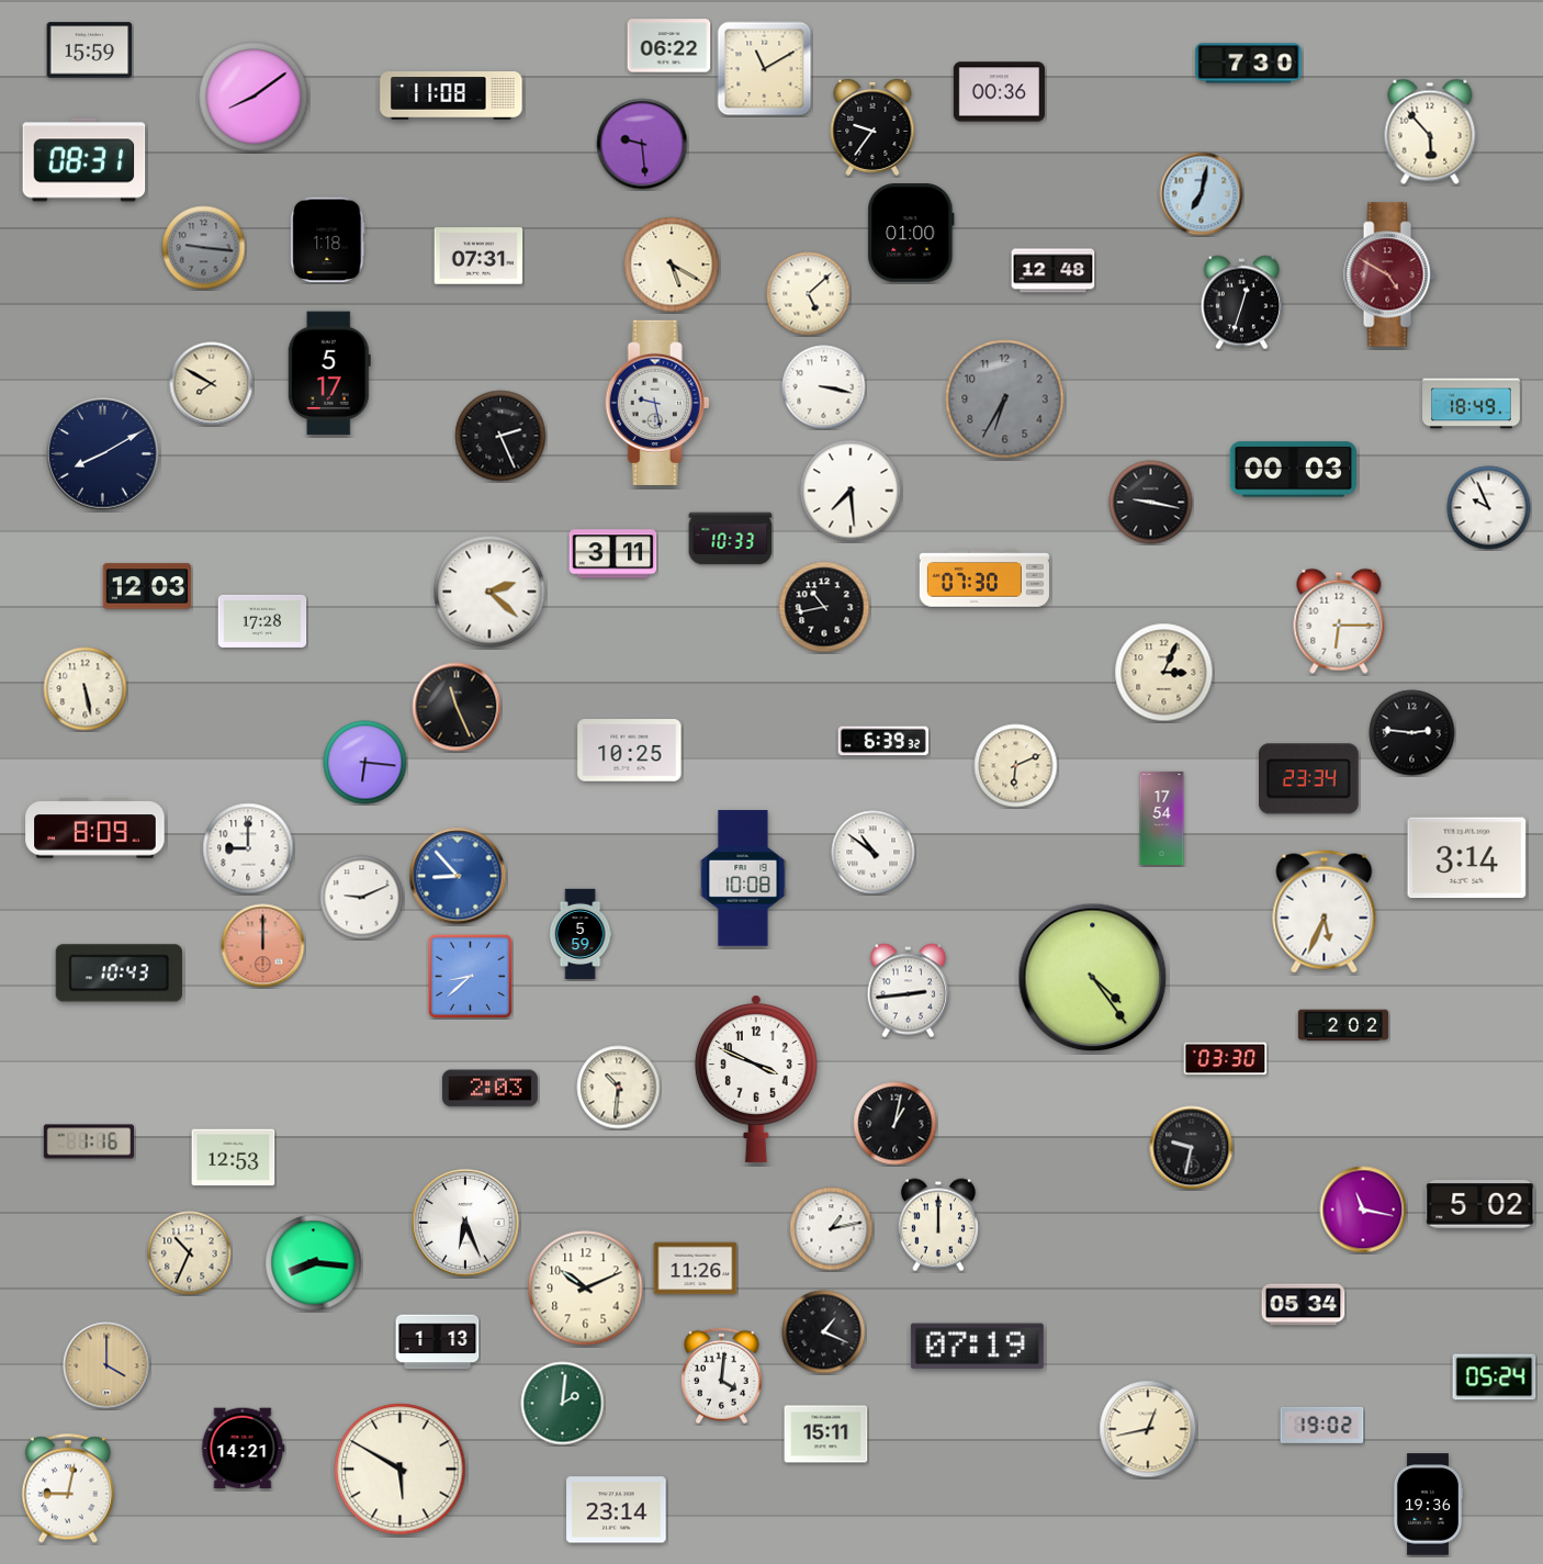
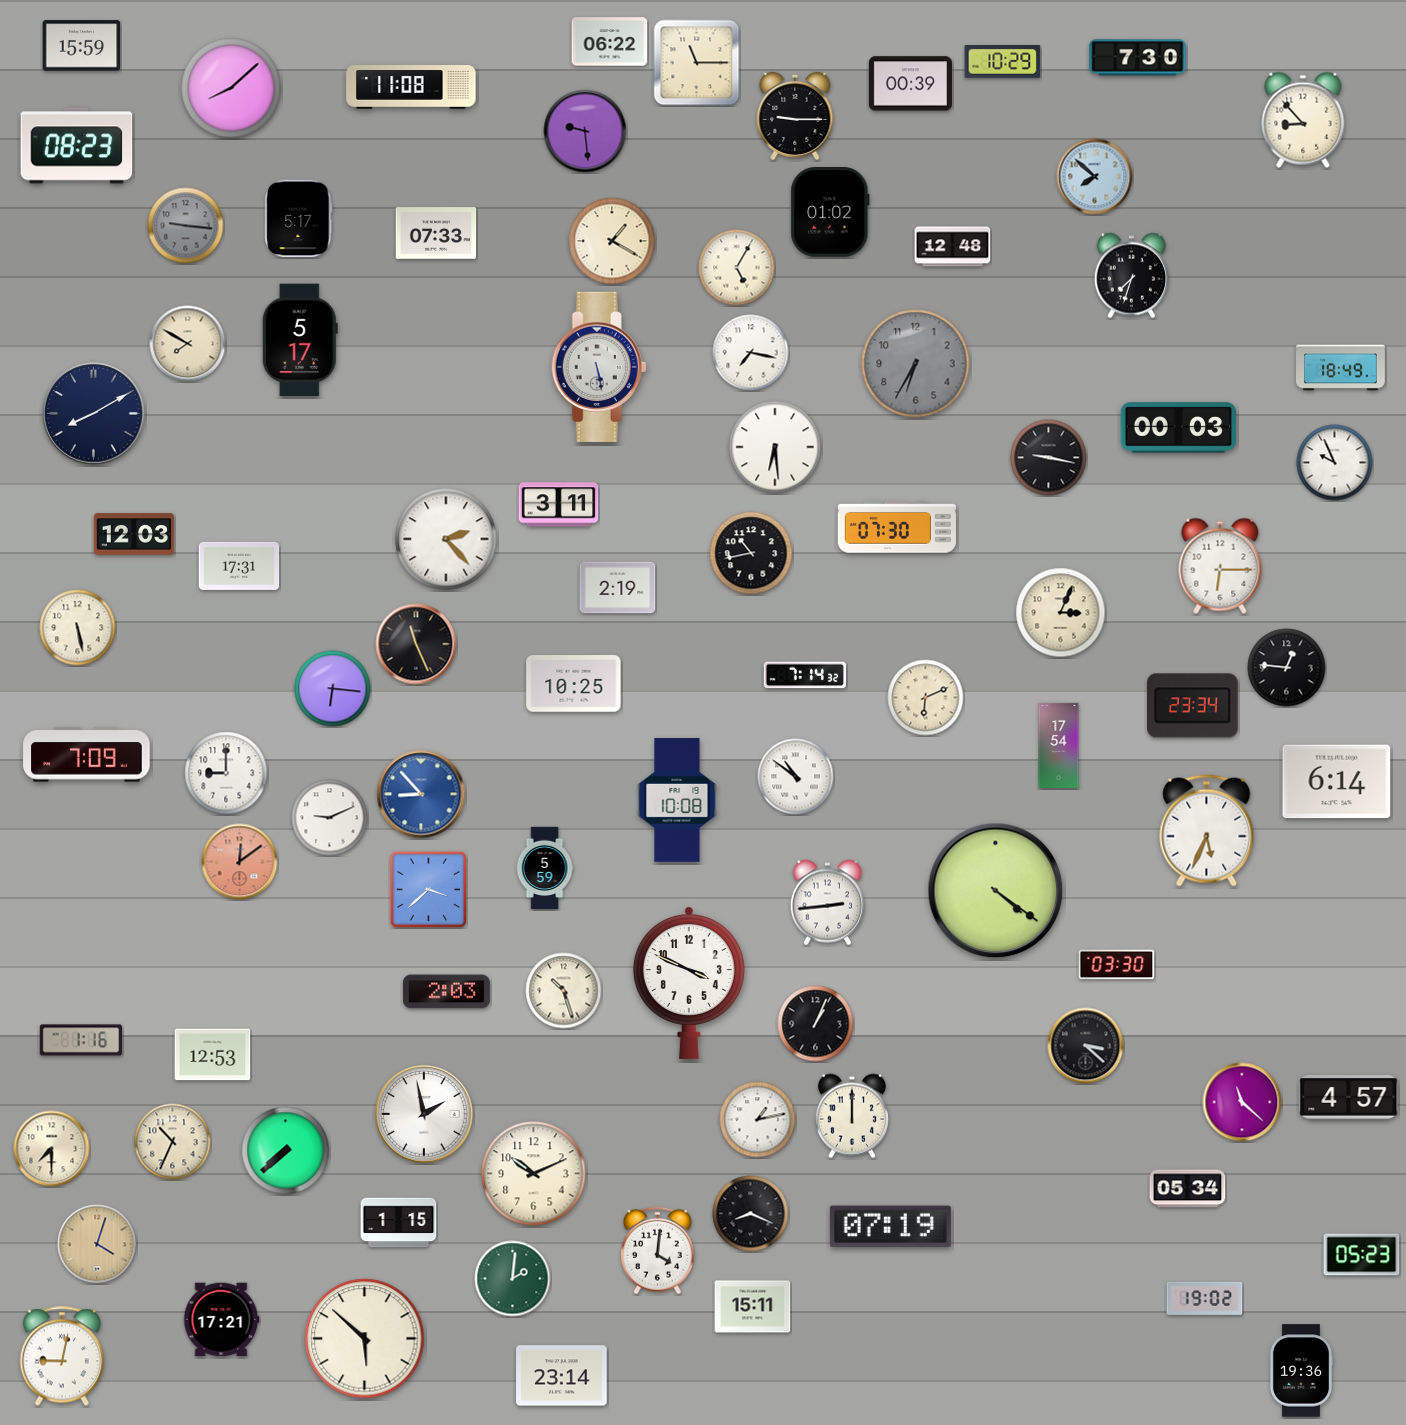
clock at (1003, 62): none -> 10:29
clock at (765, 69): 11:10 -> 11:15
clock at (999, 92): 00:36 -> 00:39
clock at (254, 97): 8:09 -> 8:08
clock at (872, 127): 9:36 -> 9:15
clock at (1430, 132): 5:53 -> 8:53
clock at (85, 160): 08:31 -> 08:23
clock at (1202, 194): 7:02 -> 7:52
clock at (911, 234): 01:00 -> 01:02
clock at (328, 240): 1:18 -> 5:17
clock at (478, 256): 07:31 -> 07:33
clock at (672, 265): 5:20 -> 1:20
clock at (1054, 271) position: (1054, 271) -> (953, 247)
clock at (1389, 274): 4:50 -> none
clock at (809, 294): 5:08 -> 5:05
clock at (1241, 303): 12:33 -> 7:33
clock at (212, 384) position: (212, 384) -> (188, 344)
clock at (824, 387): 3:17 -> 7:17
clock at (657, 403): 9:28 -> 5:28
clock at (500, 436): 2:26 -> none
clock at (851, 491): 7:29 -> 6:29
clock at (1489, 508) position: (1489, 508) -> (1335, 463)
clock at (731, 539): 10:33 -> none
clock at (489, 592): 2:22 -> 2:23
clock at (262, 621): 17:28 -> 17:31
clock at (618, 588): none -> 2:19
clock at (1412, 733): 2:46 -> 12:46
clock at (882, 741): 6:39 -> 7:14
clock at (365, 763) position: (365, 763) -> (333, 689)
clock at (1309, 779) position: (1309, 779) -> (1193, 706)
clock at (95, 829): 8:09 -> 7:09
clock at (1467, 858): 3:14 -> 6:14
clock at (458, 876) position: (458, 876) -> (421, 794)
clock at (581, 934) position: (581, 934) -> (545, 868)
clock at (263, 946): 12:00 -> 12:09
clock at (119, 974): 10:43 -> none
clock at (470, 976): 8:38 -> 3:38
clock at (1093, 978): 4:24 -> 4:21
clock at (1343, 1025): 2:02 -> none
clock at (619, 1088): 10:31 -> 10:27
clock at (896, 1124): 1:02 -> 1:04
clock at (1192, 1148): 9:32 -> 3:22
clock at (1480, 1205): 5:02 -> 4:57
clock at (1363, 1209): 11:17 -> 11:22
clock at (465, 1223): 6:26 -> 1:58
clock at (938, 1225) position: (938, 1225) -> (852, 1116)
clock at (52, 1149): none -> 7:30
clock at (314, 1263): 8:16 -> 7:38
clock at (696, 1269): 11:26 -> none
clock at (824, 1332): 1:19 -> 8:19
clock at (438, 1342): 1:13 -> 1:15
clock at (106, 1365): 4:00 -> 4:03
clock at (722, 1376) position: (722, 1376) -> (658, 1251)
clock at (1495, 1377): 05:24 -> 05:23
clock at (1148, 1429): 12:43 -> none
clock at (243, 1449): 14:21 -> 17:21
clock at (401, 1470): 5:50 -> 5:52
